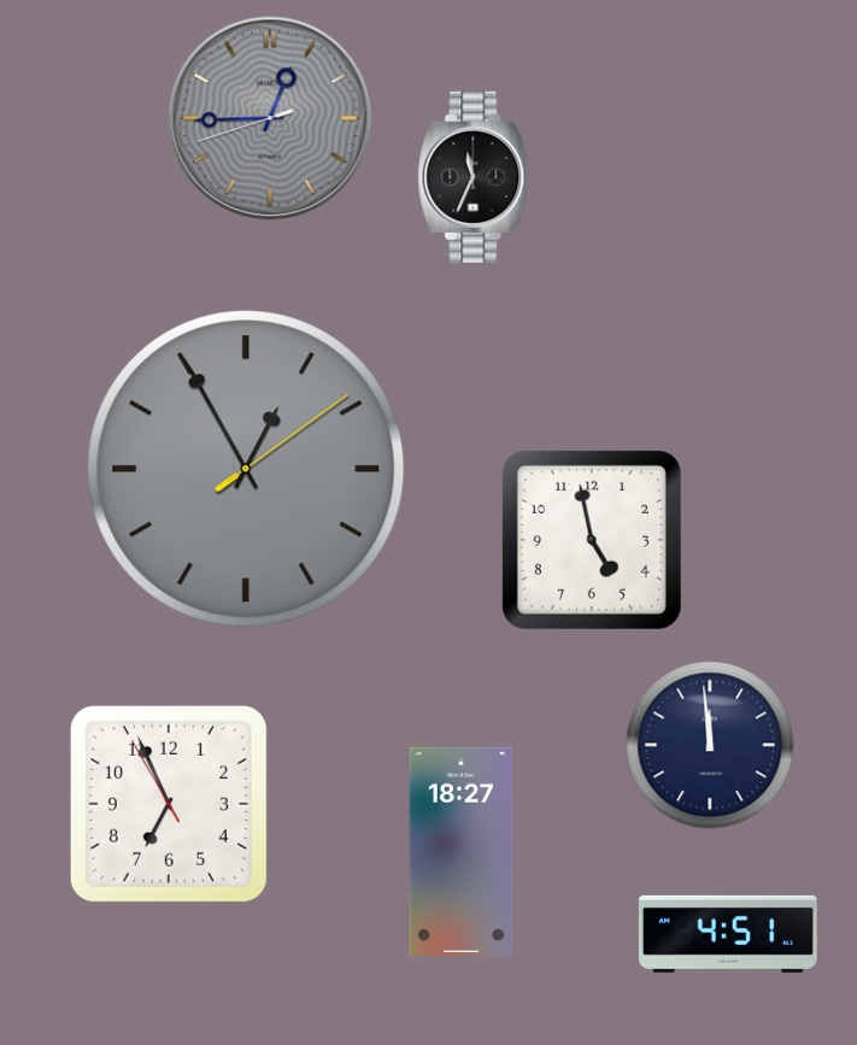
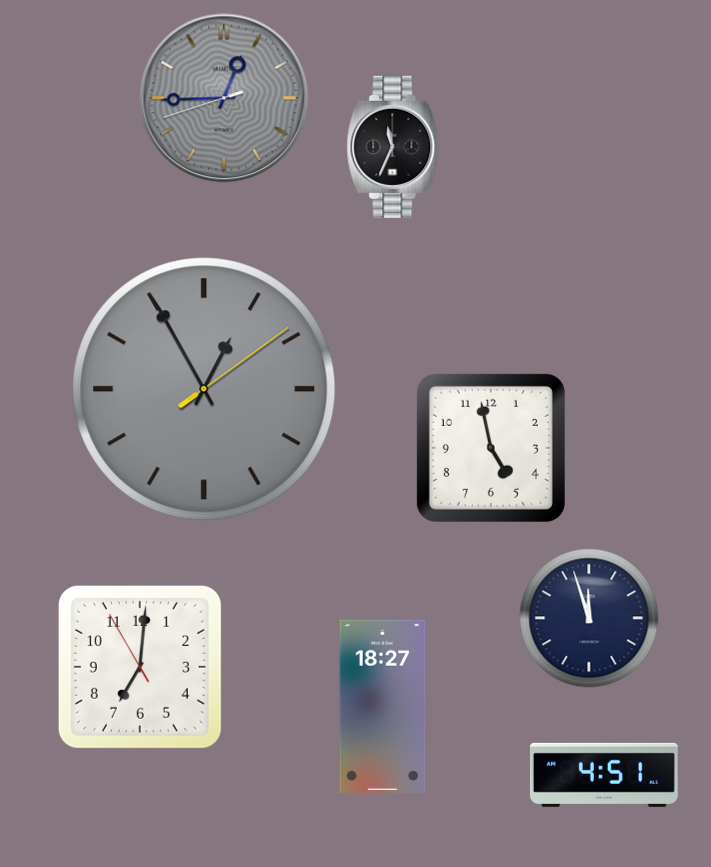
clock at (710, 745): 11:59 -> 11:57
clock at (169, 804): 6:55 -> 7:00
